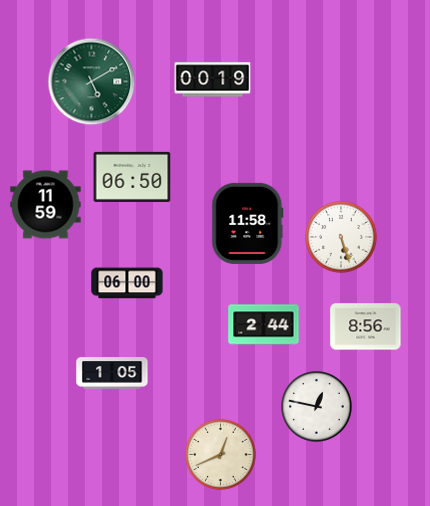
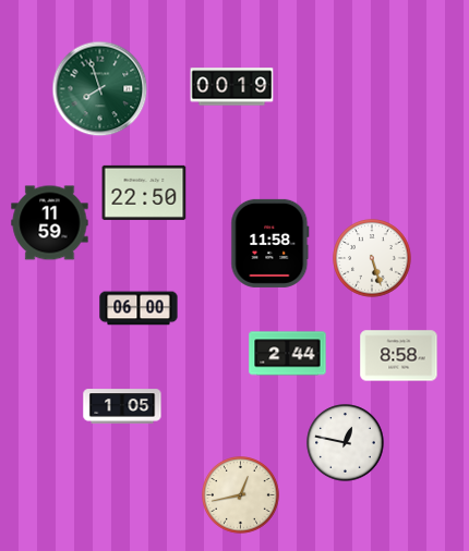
clock at (92, 82): 5:10 -> 7:57
clock at (132, 177): 06:50 -> 22:50
clock at (366, 327): 8:56 -> 8:58
clock at (221, 455): 12:41 -> 12:43
